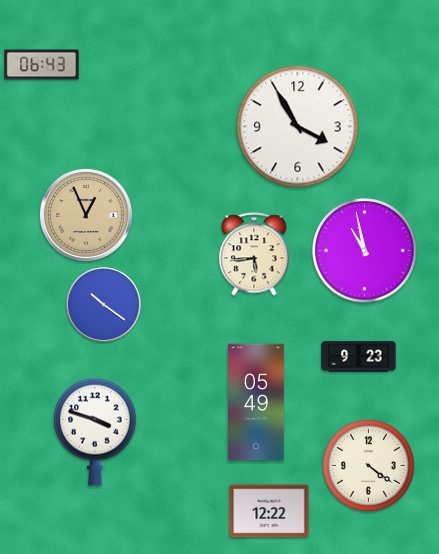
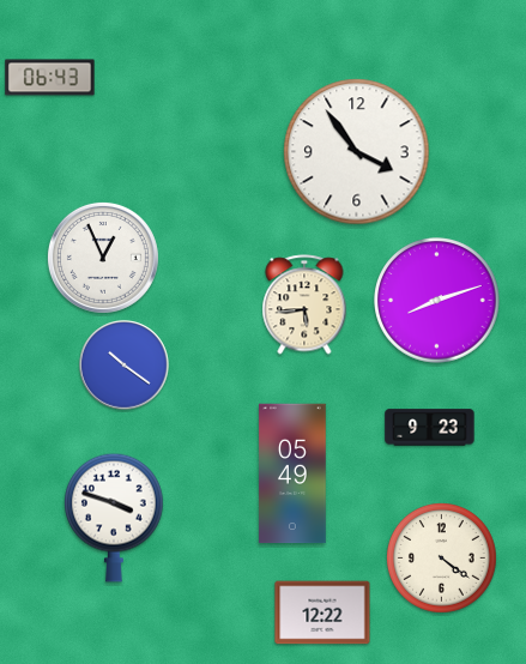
clock at (298, 127): 3:55 -> 3:54
clock at (86, 215) dial: champagne -> white
clock at (365, 251): 10:58 -> 8:12
clock at (256, 402) position: (256, 402) -> (292, 473)
